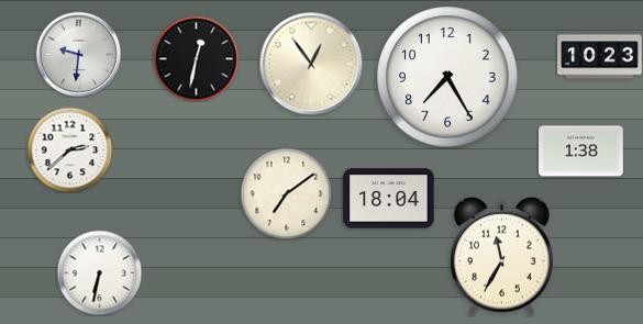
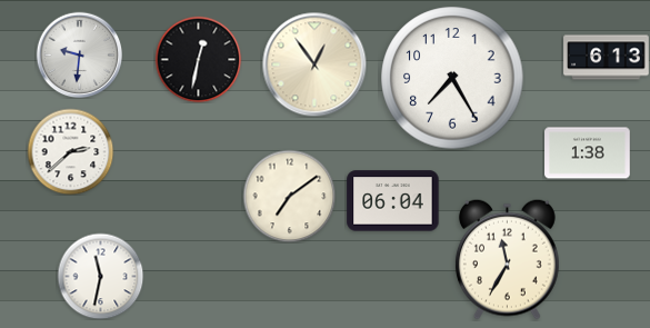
clock at (600, 57): 10:23 -> 6:13
clock at (389, 199): 18:04 -> 06:04
clock at (99, 272): 6:32 -> 11:32
